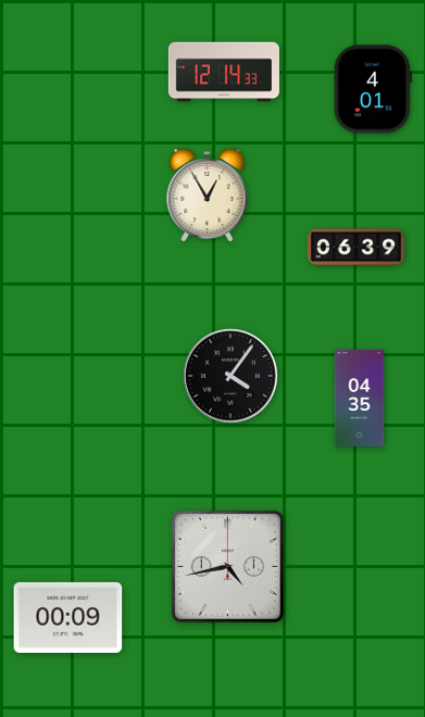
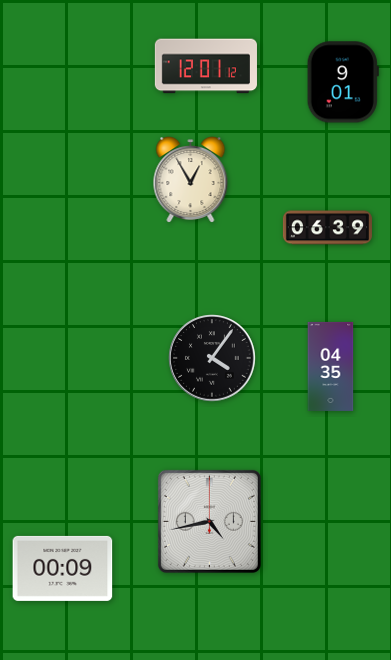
clock at (224, 72): 12:14 -> 12:01
clock at (373, 89): 4:01 -> 9:01
clock at (230, 376) position: (230, 376) -> (212, 358)
